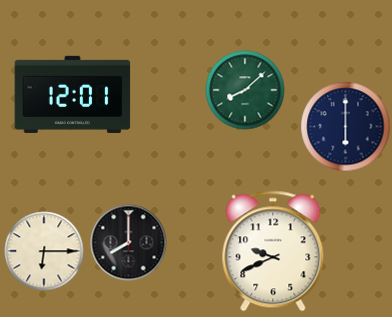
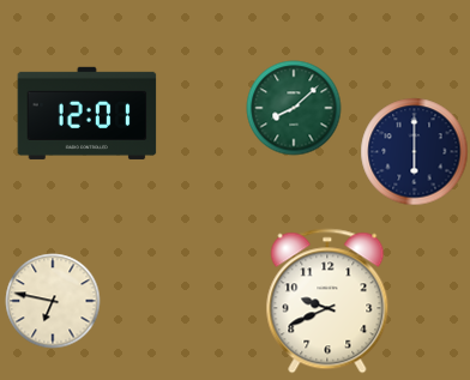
clock at (129, 243): 8:00 -> none
clock at (44, 251): 6:15 -> 6:47
